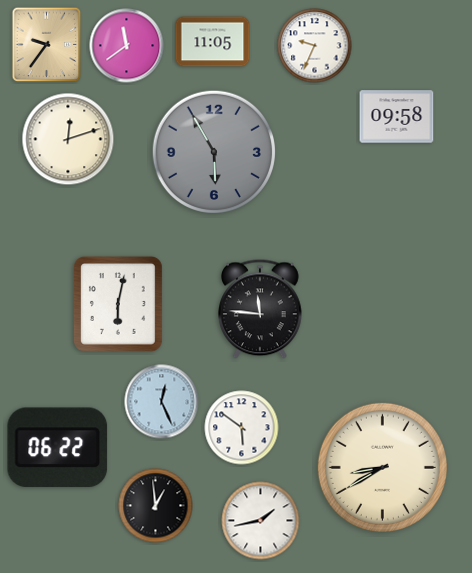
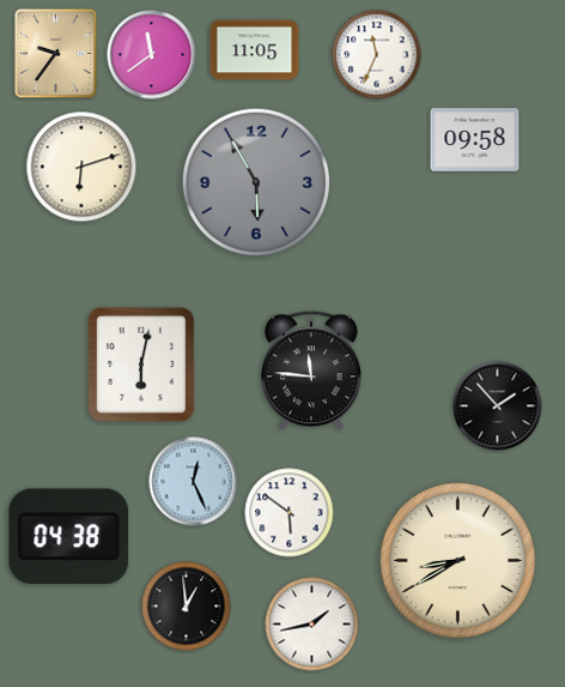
clock at (315, 46): 9:34 -> 11:34
clock at (68, 139): 12:12 -> 6:12
clock at (498, 406): none -> 1:53
clock at (58, 448): 06:22 -> 04:38
